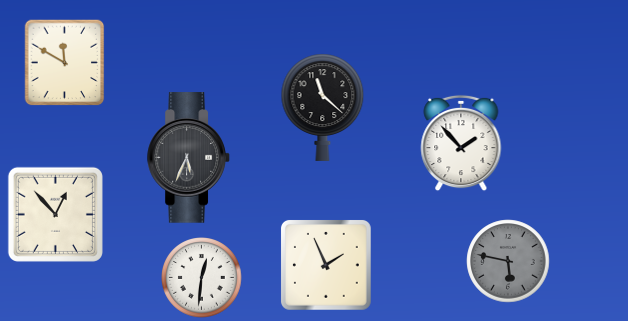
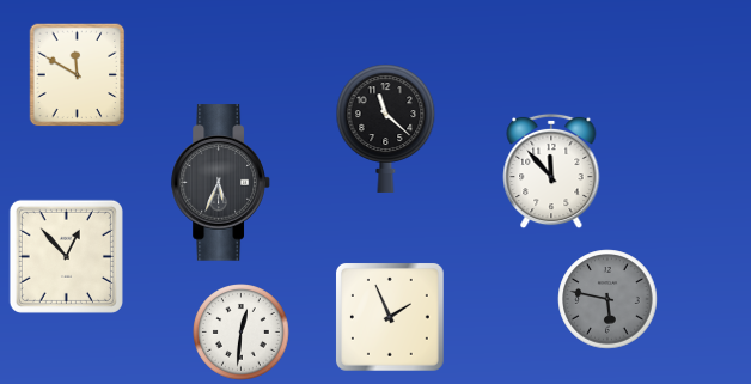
clock at (461, 143): 1:53 -> 11:53
clock at (189, 158) position: (189, 158) -> (221, 183)
clock at (508, 261) position: (508, 261) -> (607, 299)
